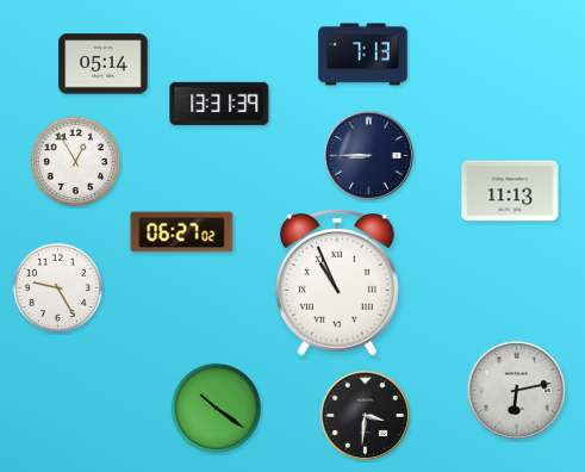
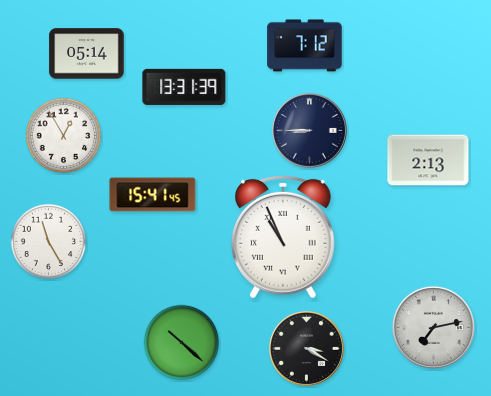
clock at (363, 55): 7:13 -> 7:12
clock at (510, 191): 11:13 -> 2:13
clock at (182, 232): 06:27 -> 15:41
clock at (58, 288): 9:25 -> 11:25
clock at (516, 390): 6:13 -> 7:13
clock at (217, 409): 10:21 -> 10:22
clock at (365, 415): 3:31 -> 3:20
